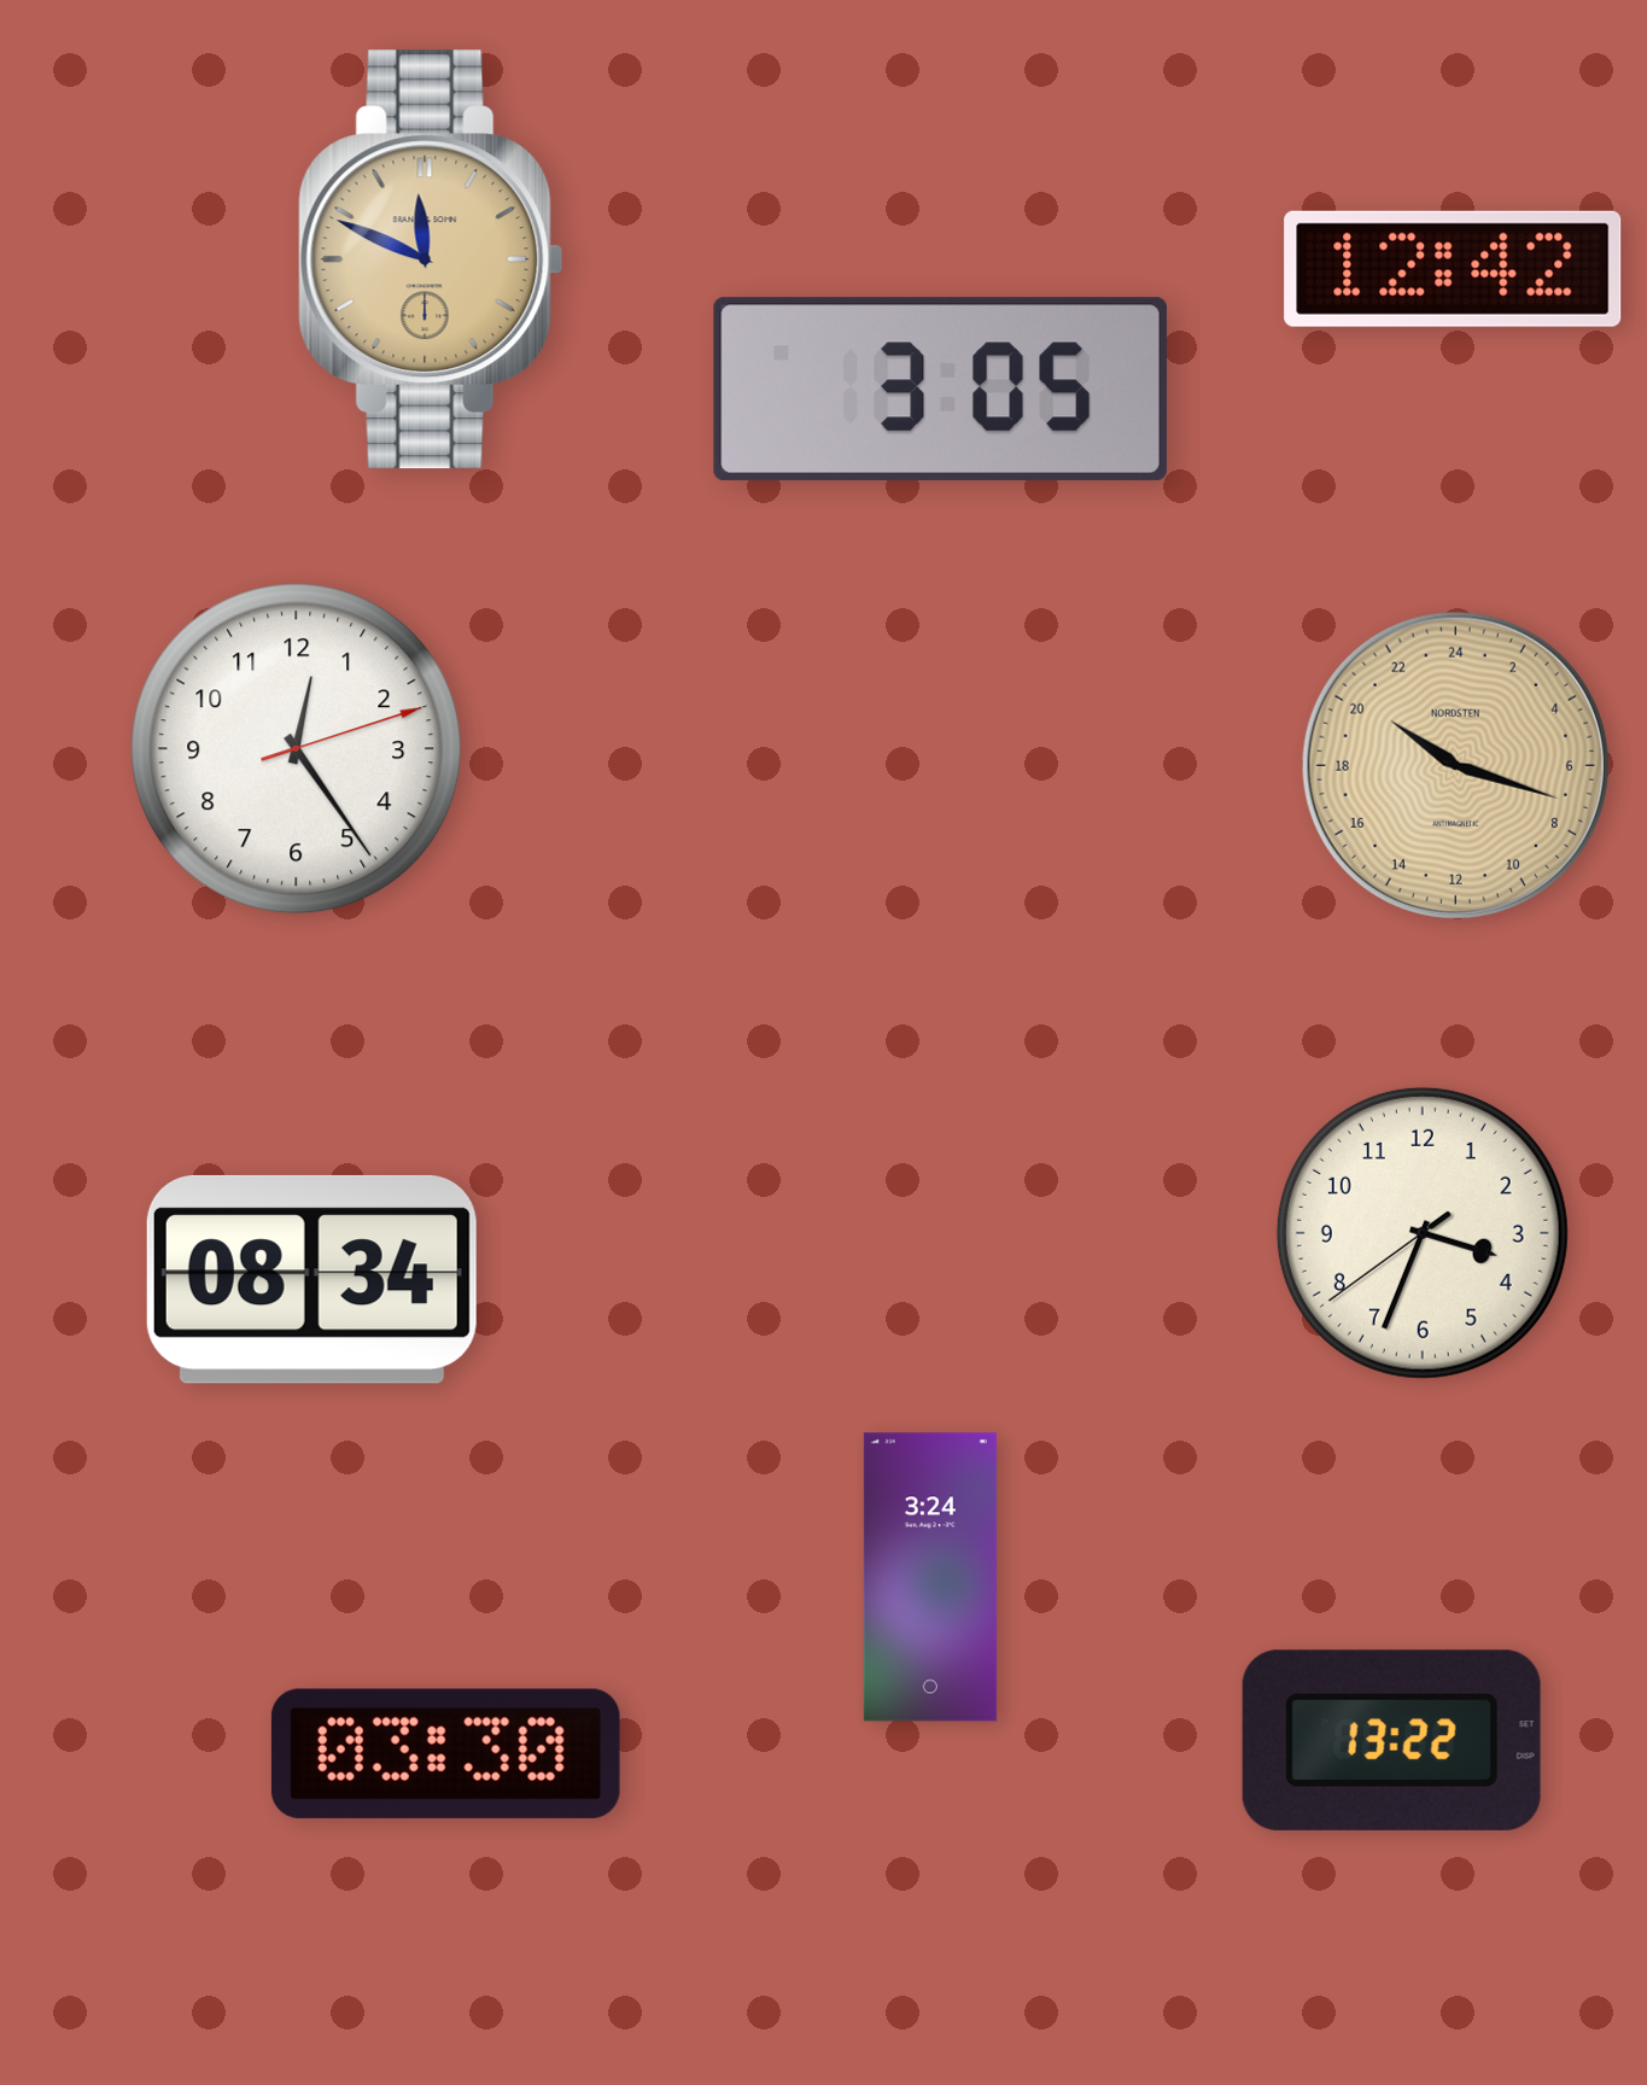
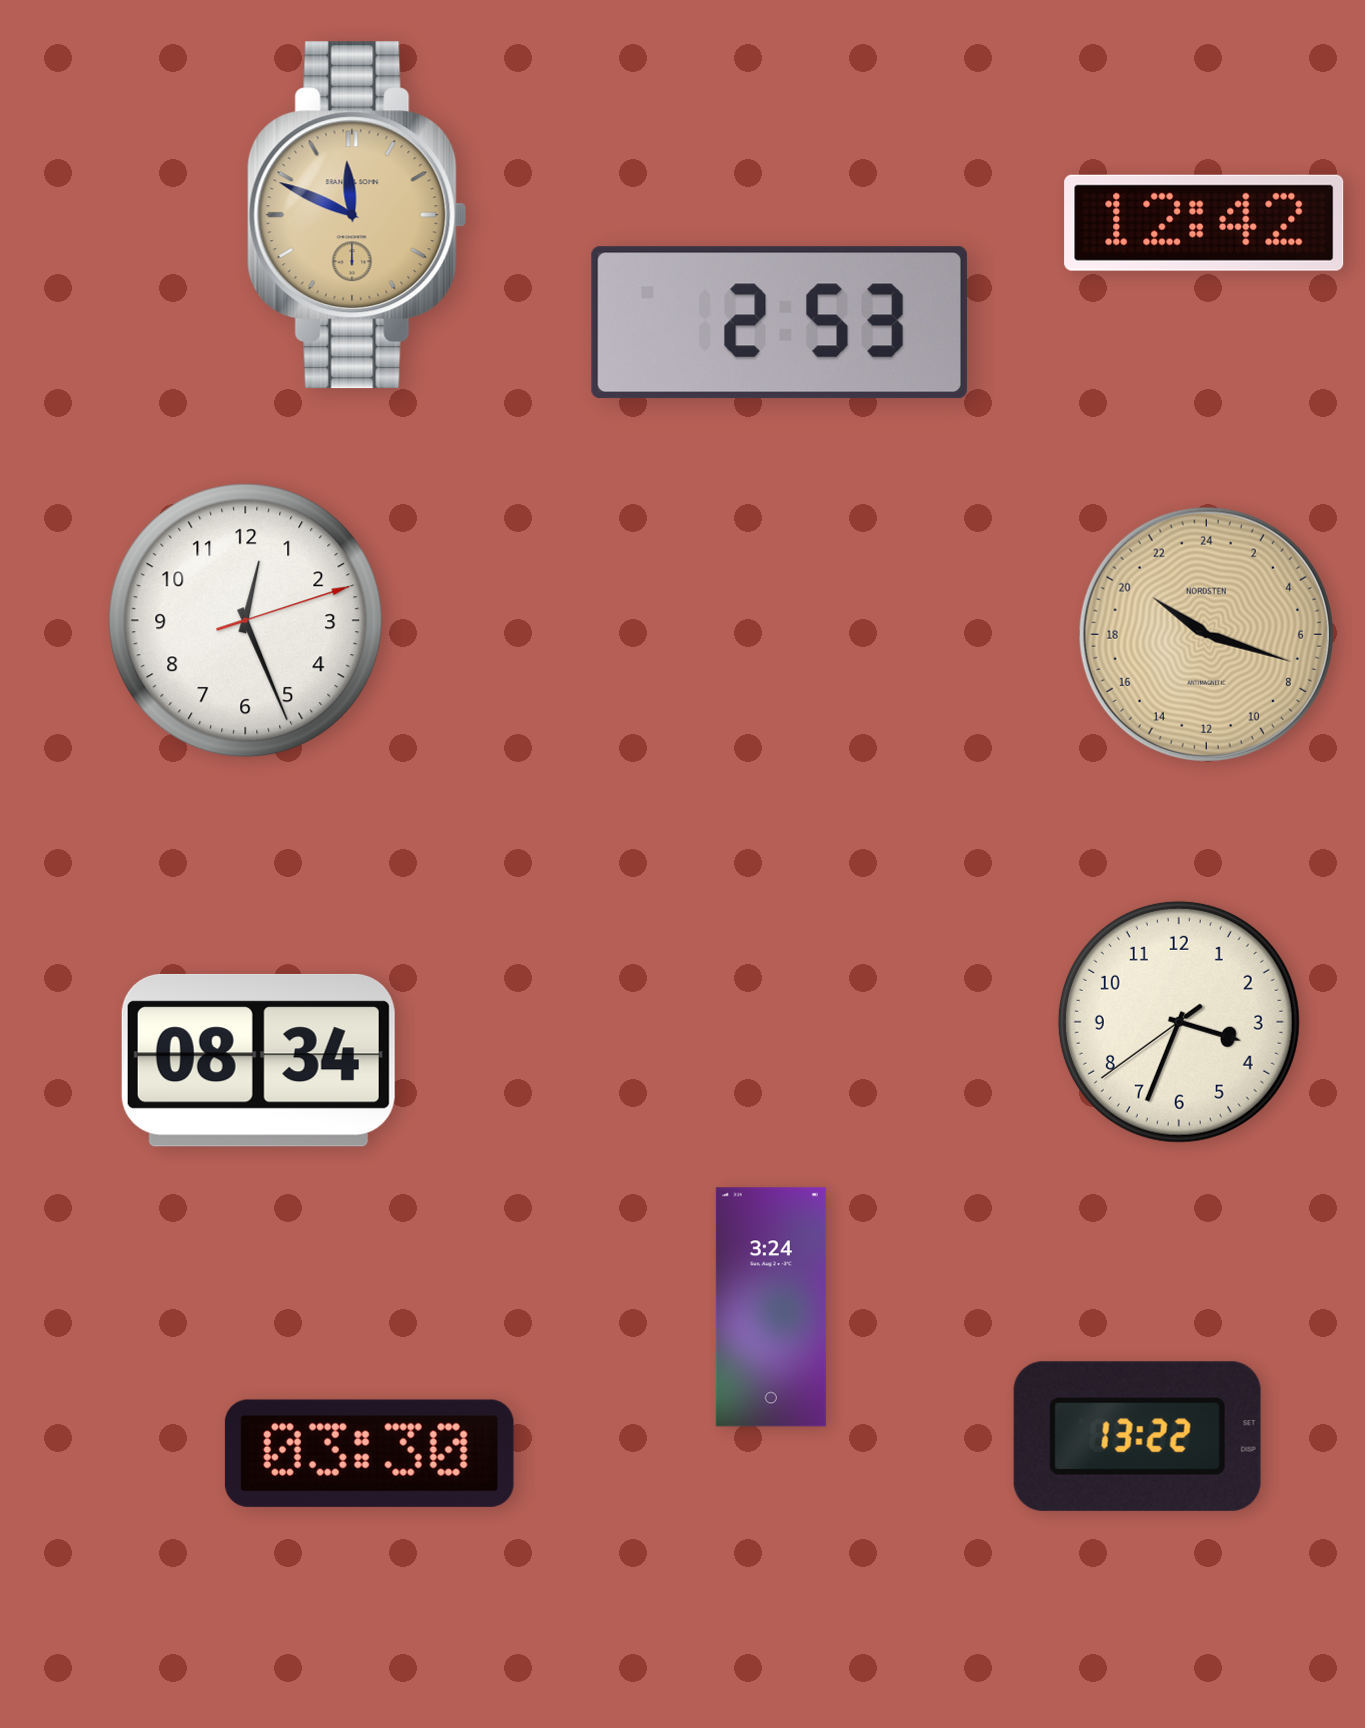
clock at (940, 390): 3:05 -> 2:53
clock at (297, 749): 12:24 -> 12:26
clock at (1391, 1740) position: (1391, 1740) -> (1137, 1436)
